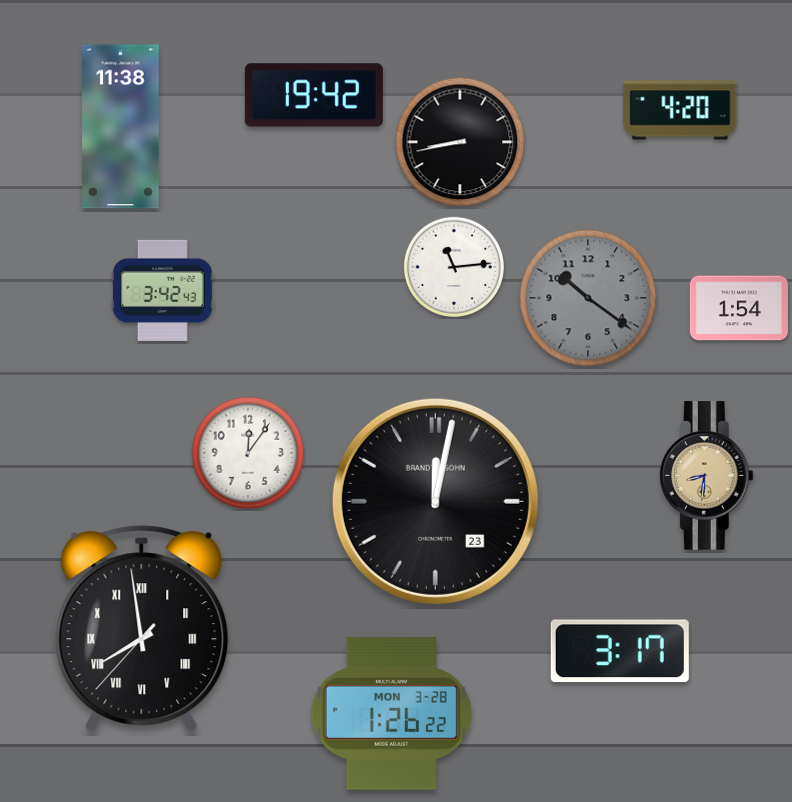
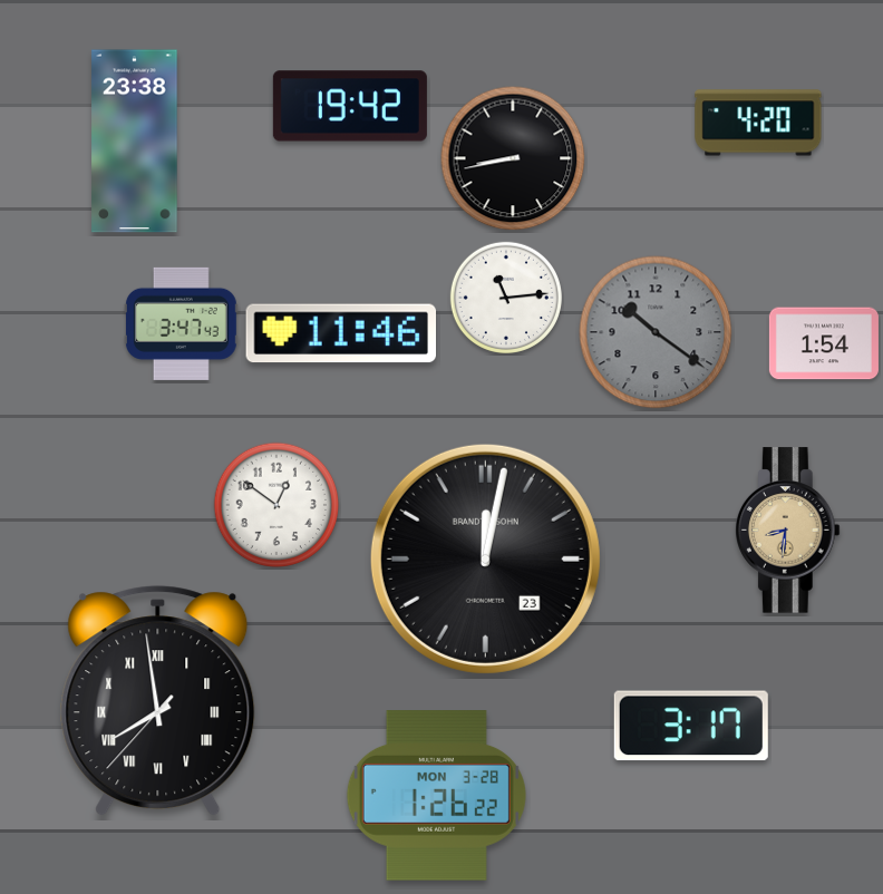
clock at (121, 127): 11:38 -> 23:38
clock at (162, 290): 3:42 -> 3:47
clock at (340, 333): none -> 11:46
clock at (248, 453): 12:06 -> 12:51
